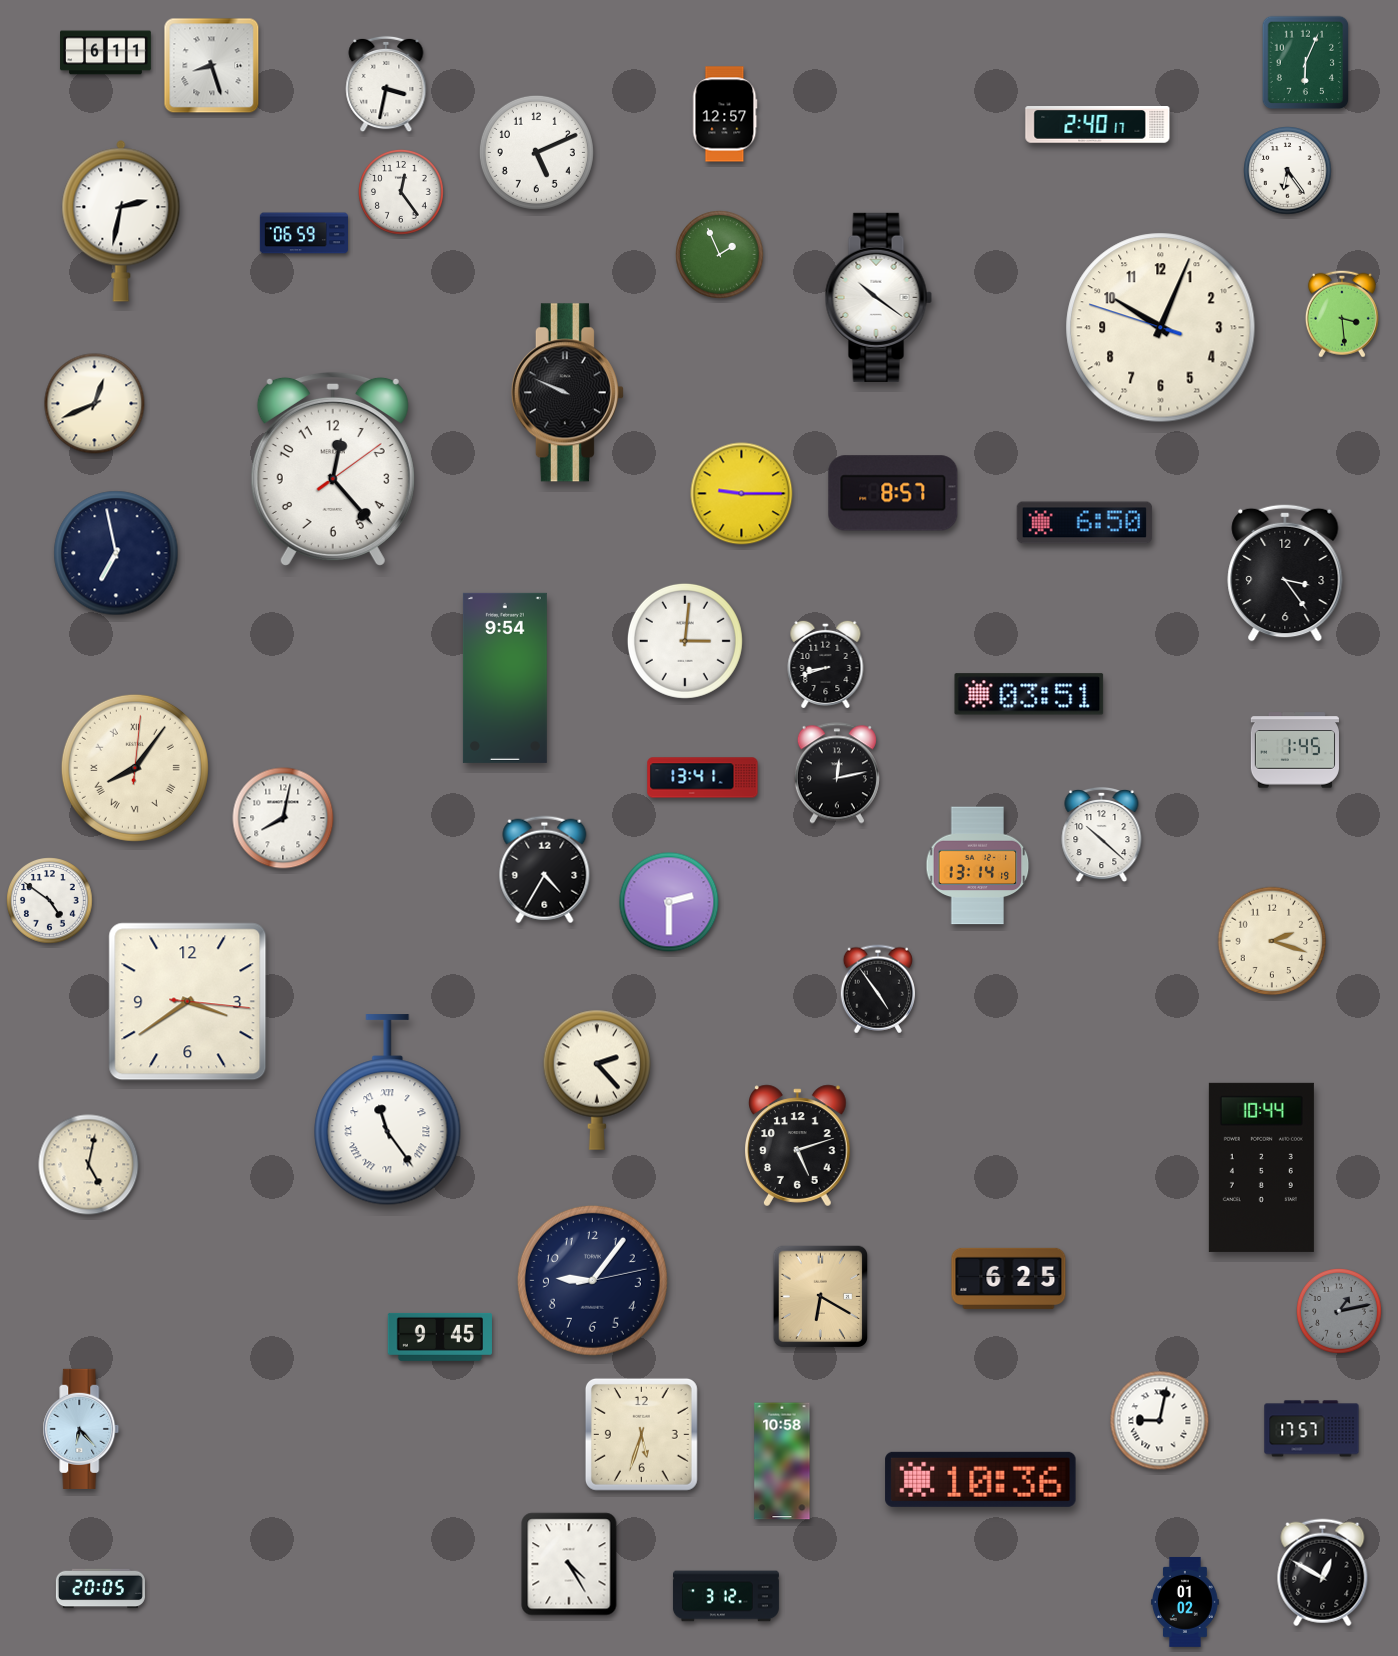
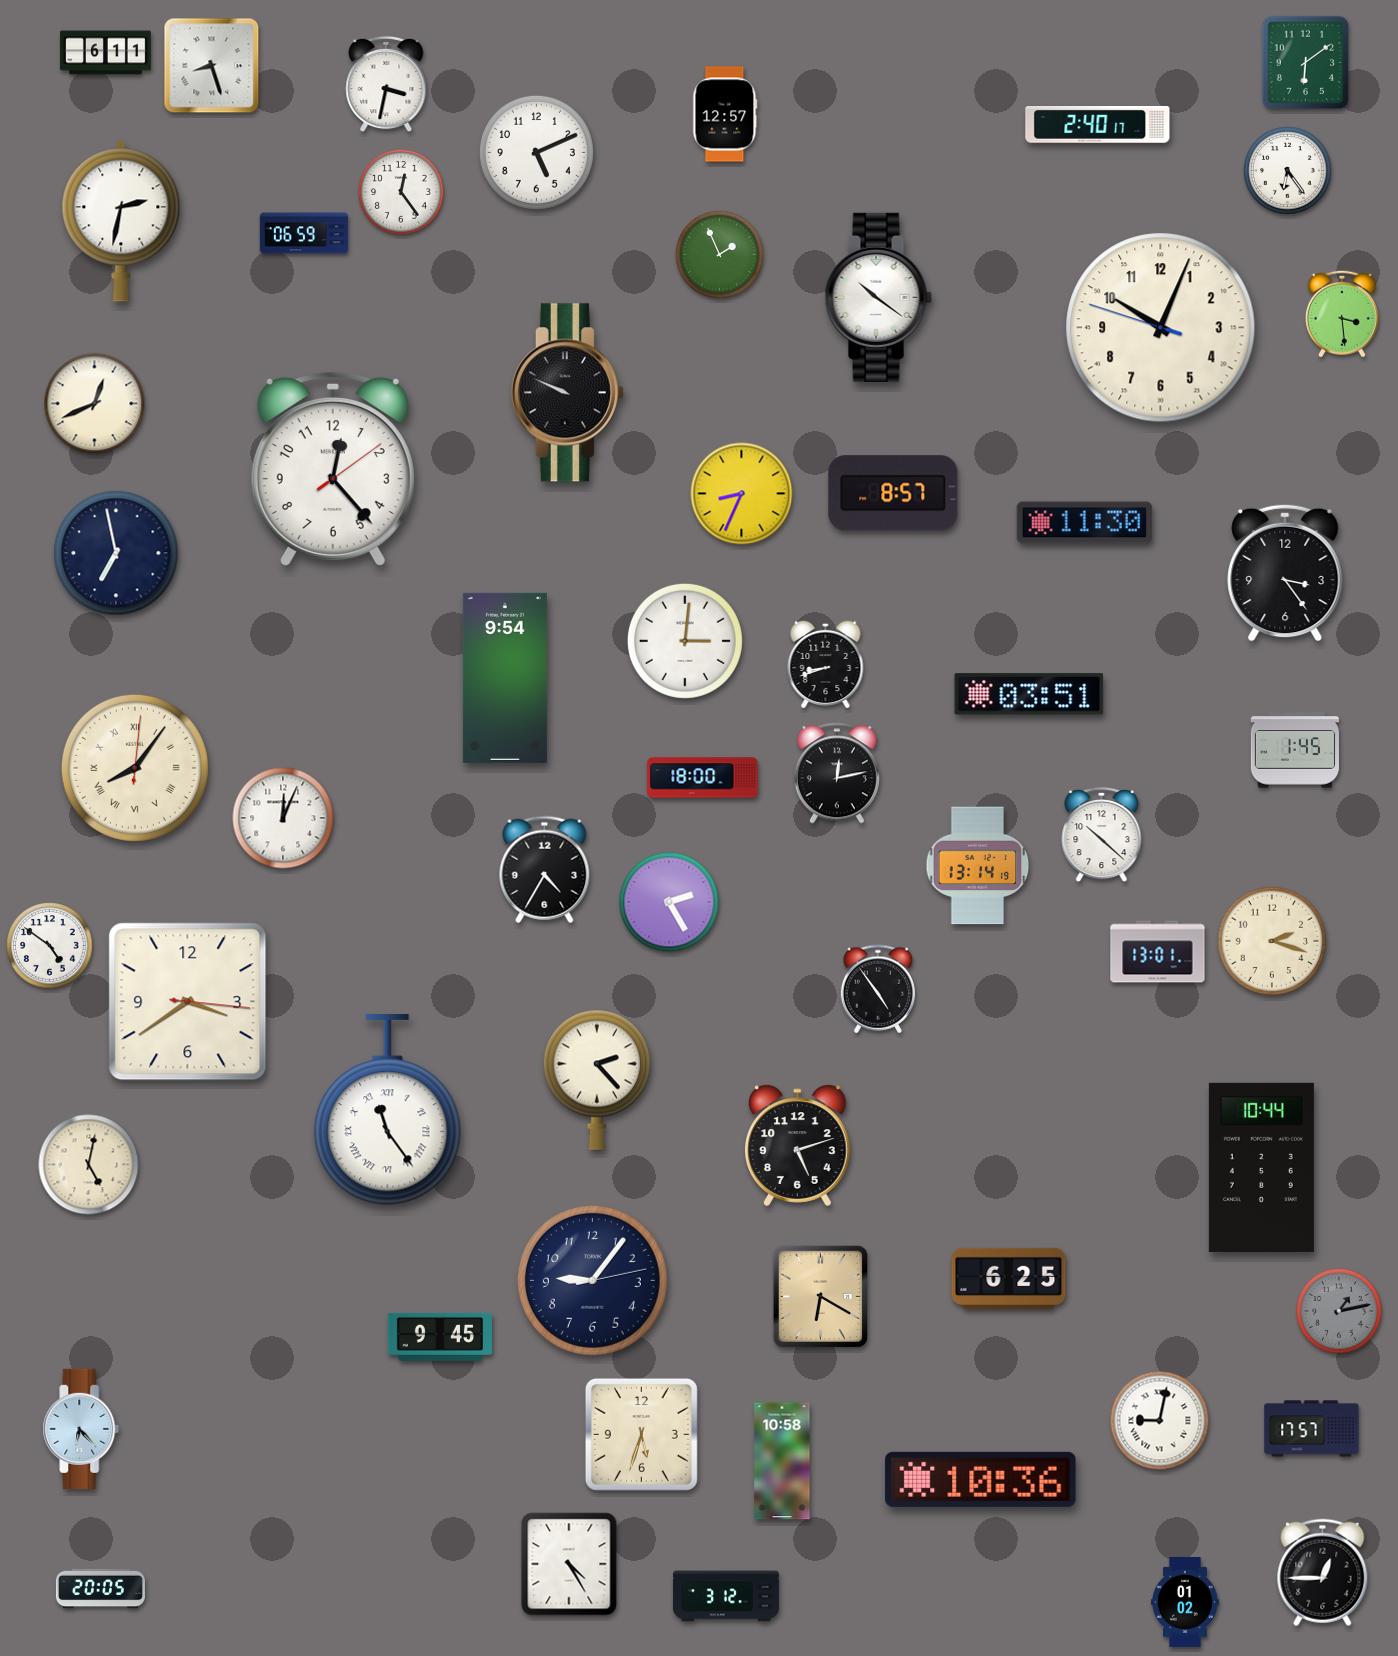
clock at (1306, 63): 6:04 -> 6:09
clock at (742, 494): 9:15 -> 8:34
clock at (1085, 523): 6:50 -> 11:30
clock at (703, 778): 13:41 -> 18:00
clock at (283, 818): 8:02 -> 12:04
clock at (50, 901) position: (50, 901) -> (50, 946)
clock at (669, 902): 2:30 -> 2:25
clock at (1158, 952): none -> 13:01
clock at (1323, 1573): 12:50 -> 12:45
